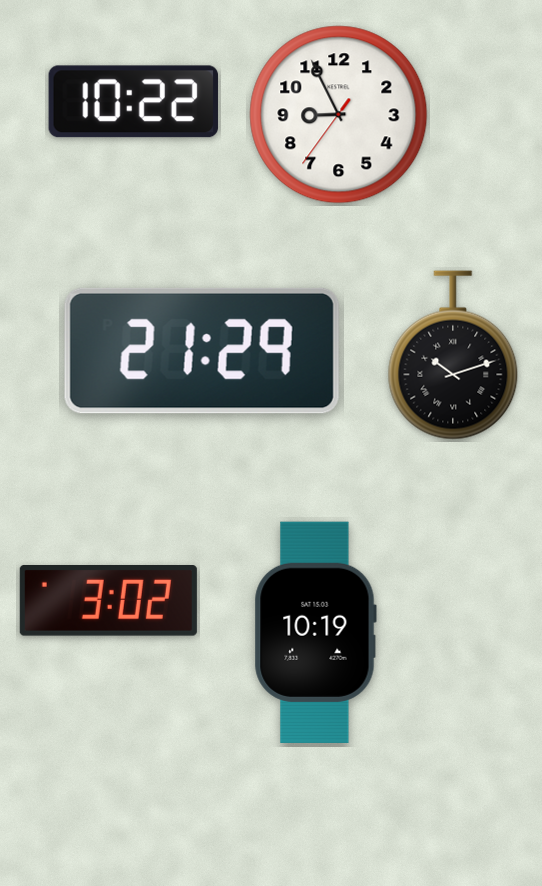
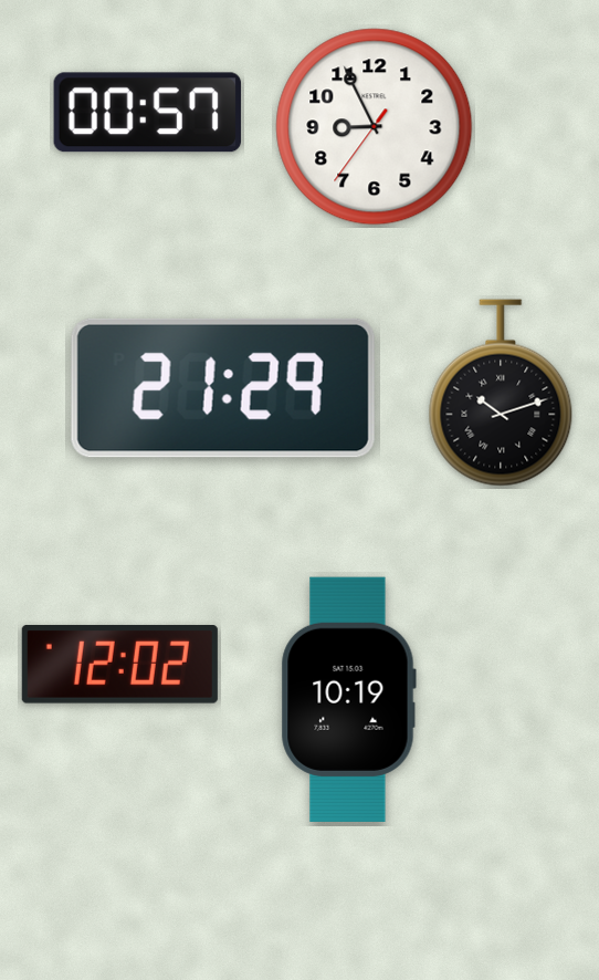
clock at (133, 102): 10:22 -> 00:57
clock at (108, 601): 3:02 -> 12:02
